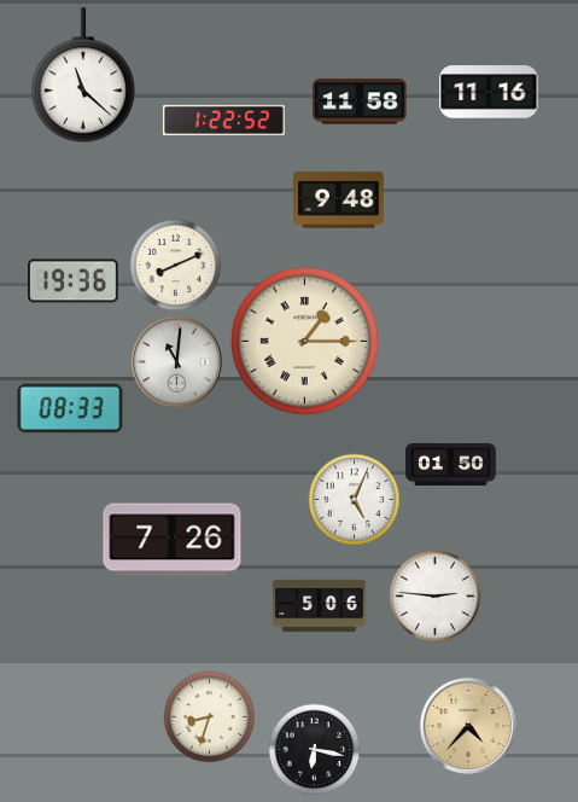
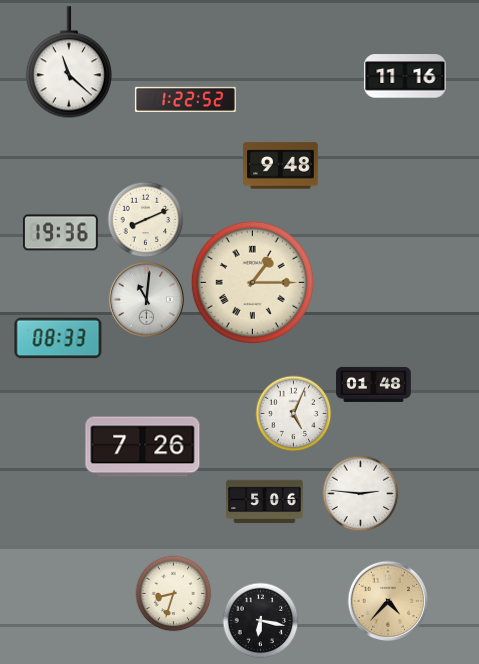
clock at (360, 101): 11:58 -> none
clock at (451, 464): 01:50 -> 01:48
